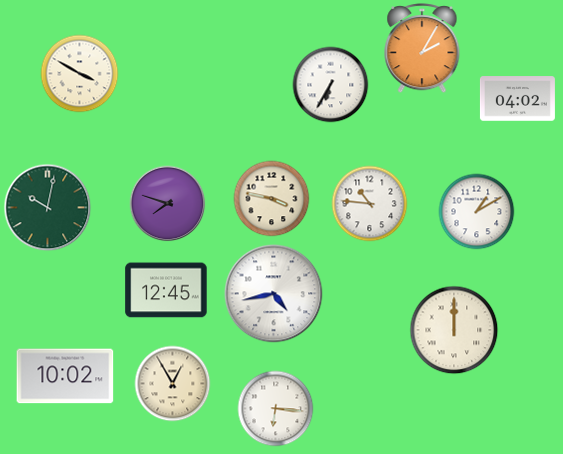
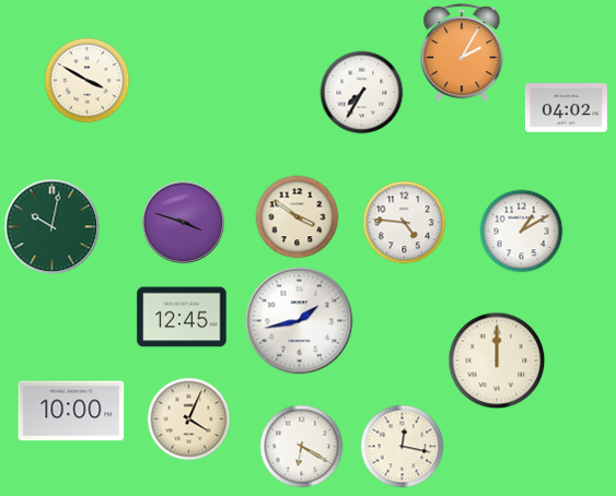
clock at (331, 85): 6:35 -> 7:35
clock at (272, 199): 3:47 -> 3:51
clock at (168, 204): 7:48 -> 3:48
clock at (370, 204): 10:46 -> 4:46
clock at (274, 294): 4:43 -> 1:43
clock at (65, 376): 10:02 -> 10:00
clock at (173, 384): 12:55 -> 4:04
clock at (276, 409): 6:16 -> 6:20
clock at (403, 447): none -> 12:17
